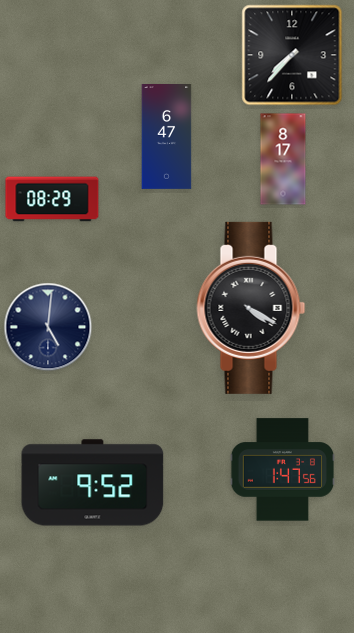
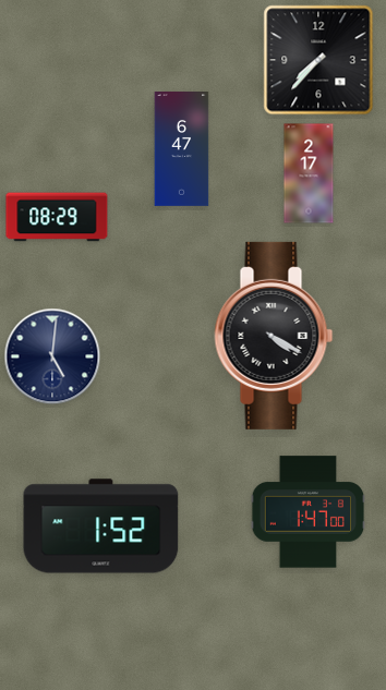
clock at (283, 159): 8:17 -> 2:17
clock at (283, 470): 1:47:56 -> 1:47:00
clock at (93, 483): 9:52 -> 1:52
